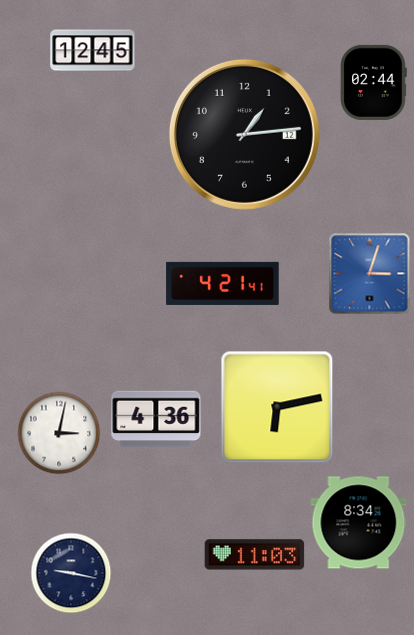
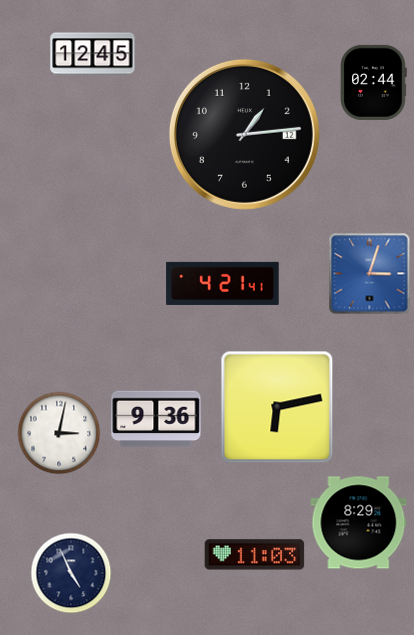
clock at (93, 51) position: (93, 51) -> (93, 54)
clock at (156, 419): 4:36 -> 9:36
clock at (359, 523): 8:34 -> 8:29
clock at (71, 573): 9:17 -> 4:56
